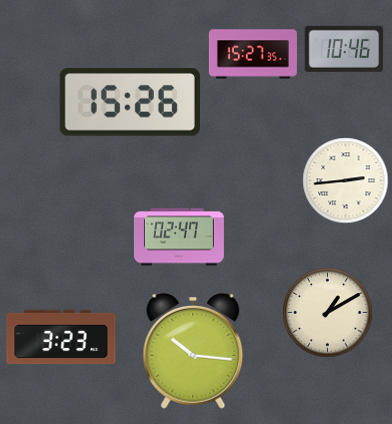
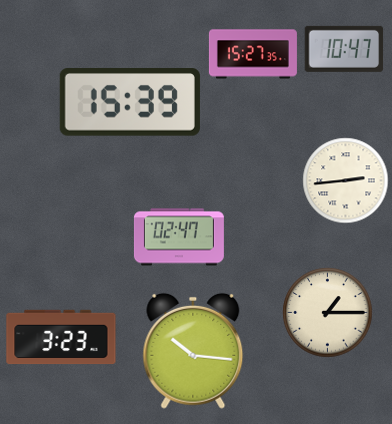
clock at (344, 49): 10:46 -> 10:47
clock at (130, 102): 15:26 -> 15:39
clock at (327, 312): 1:10 -> 1:15
